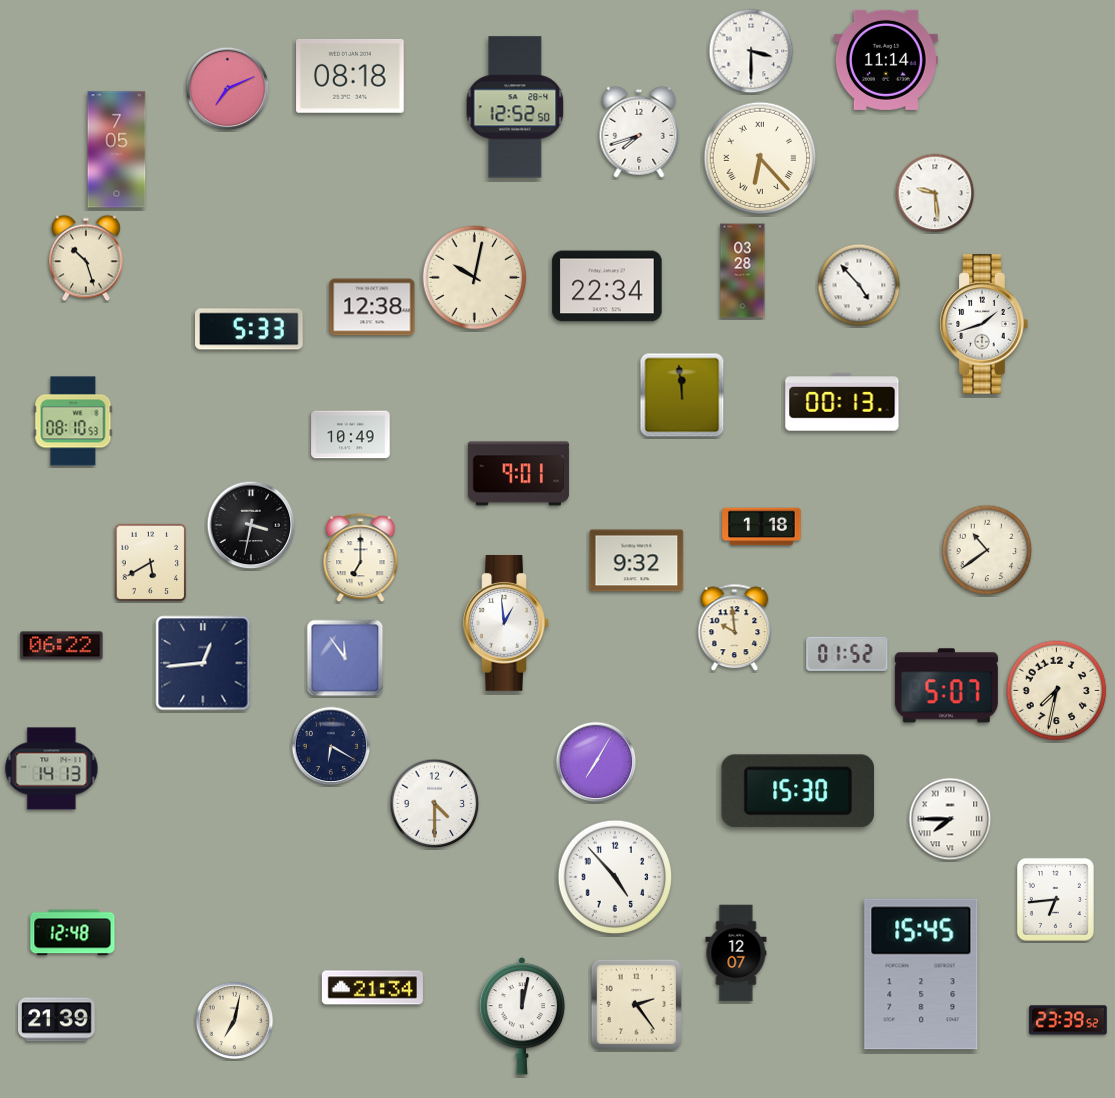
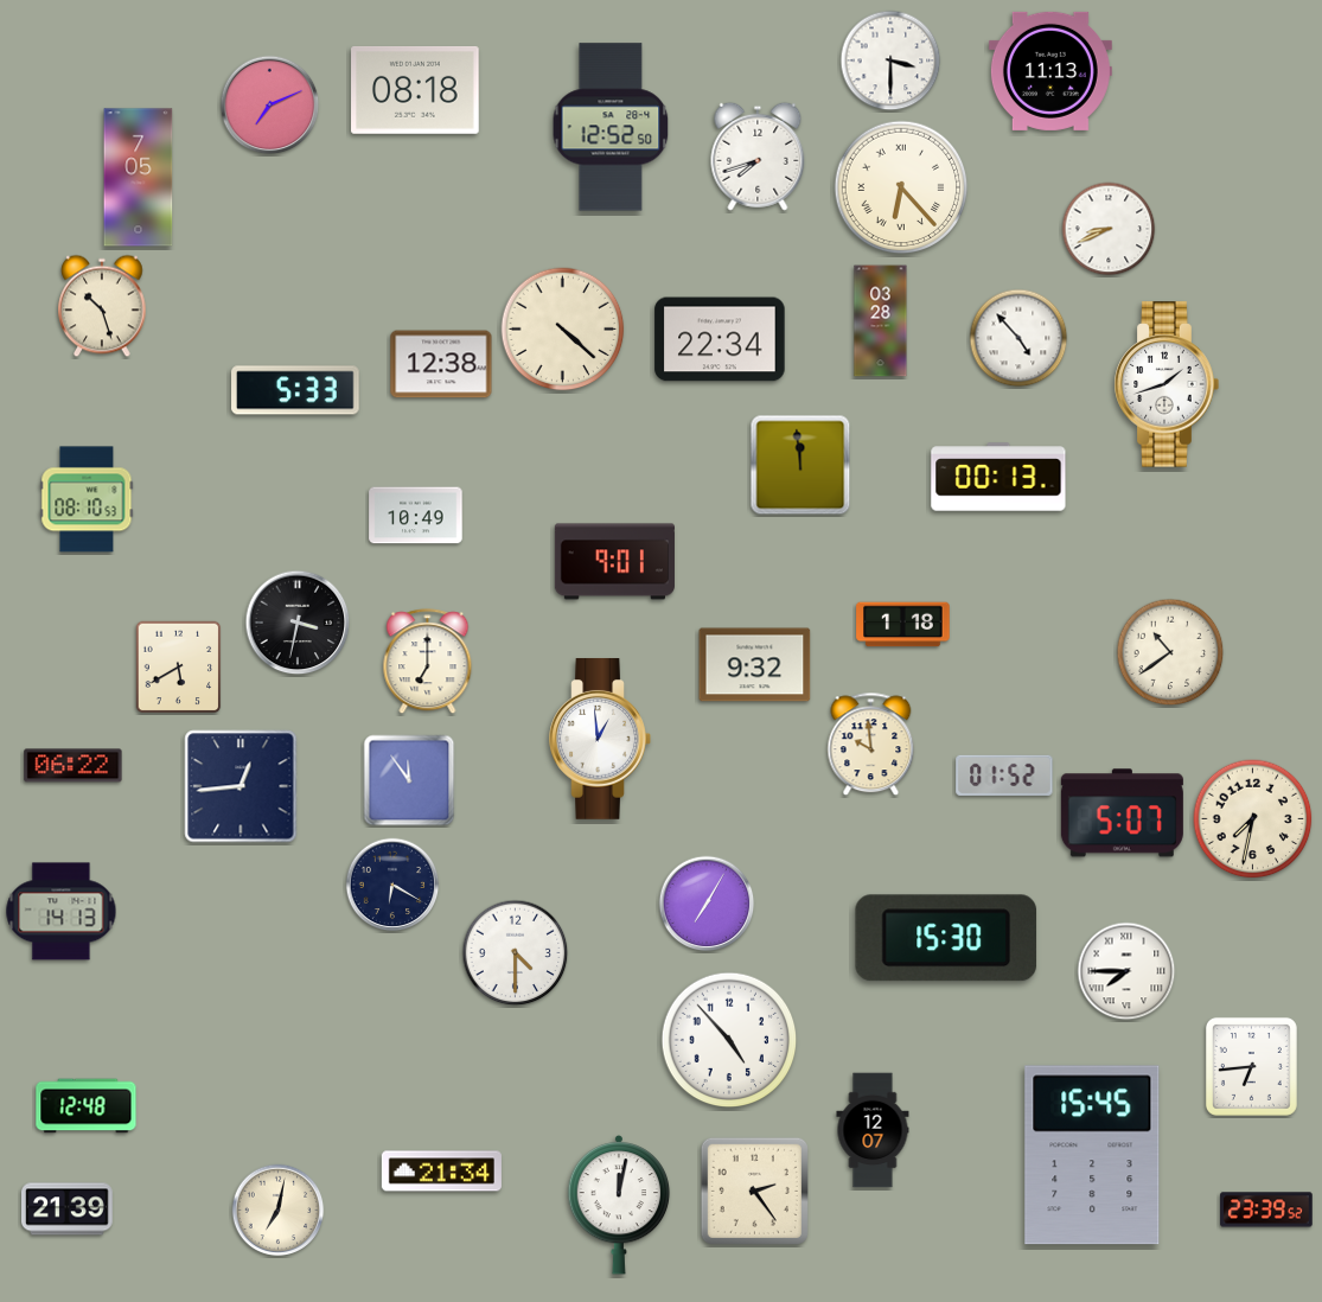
clock at (886, 60): 11:14 -> 11:13
clock at (935, 193): 9:29 -> 8:41
clock at (475, 278): 10:02 -> 4:22
clock at (682, 395) position: (682, 395) -> (800, 465)
